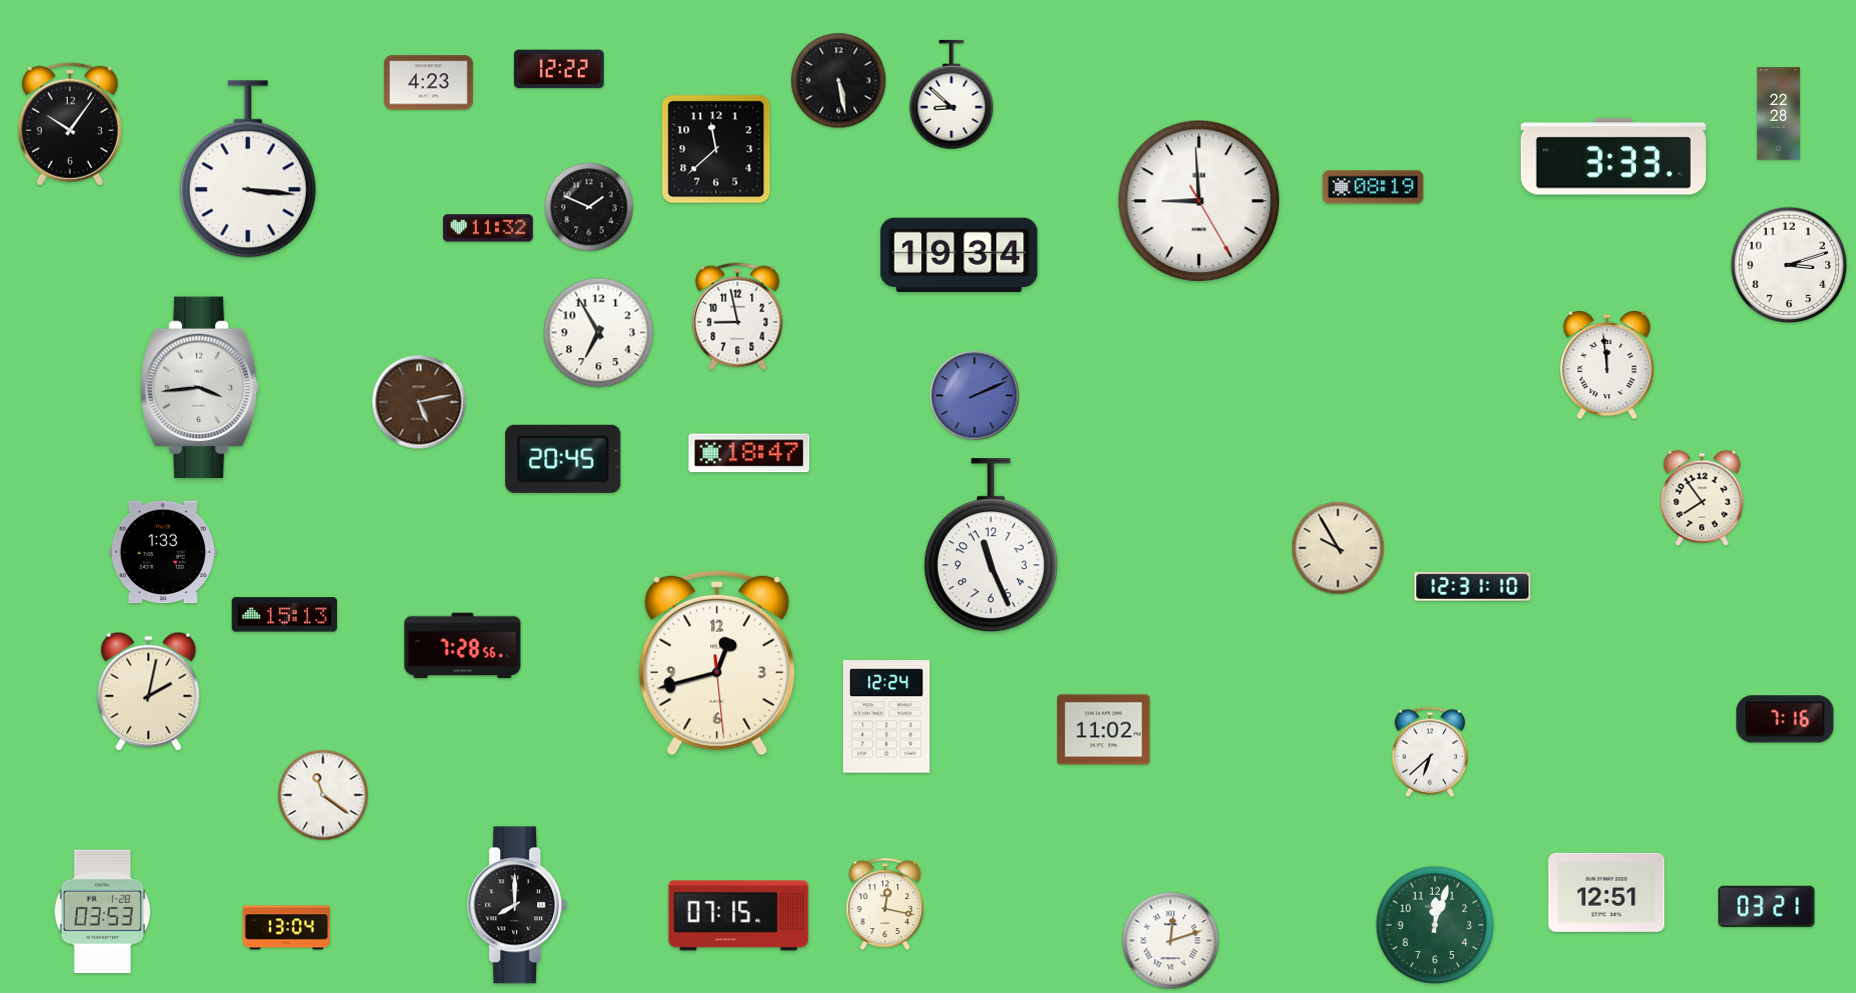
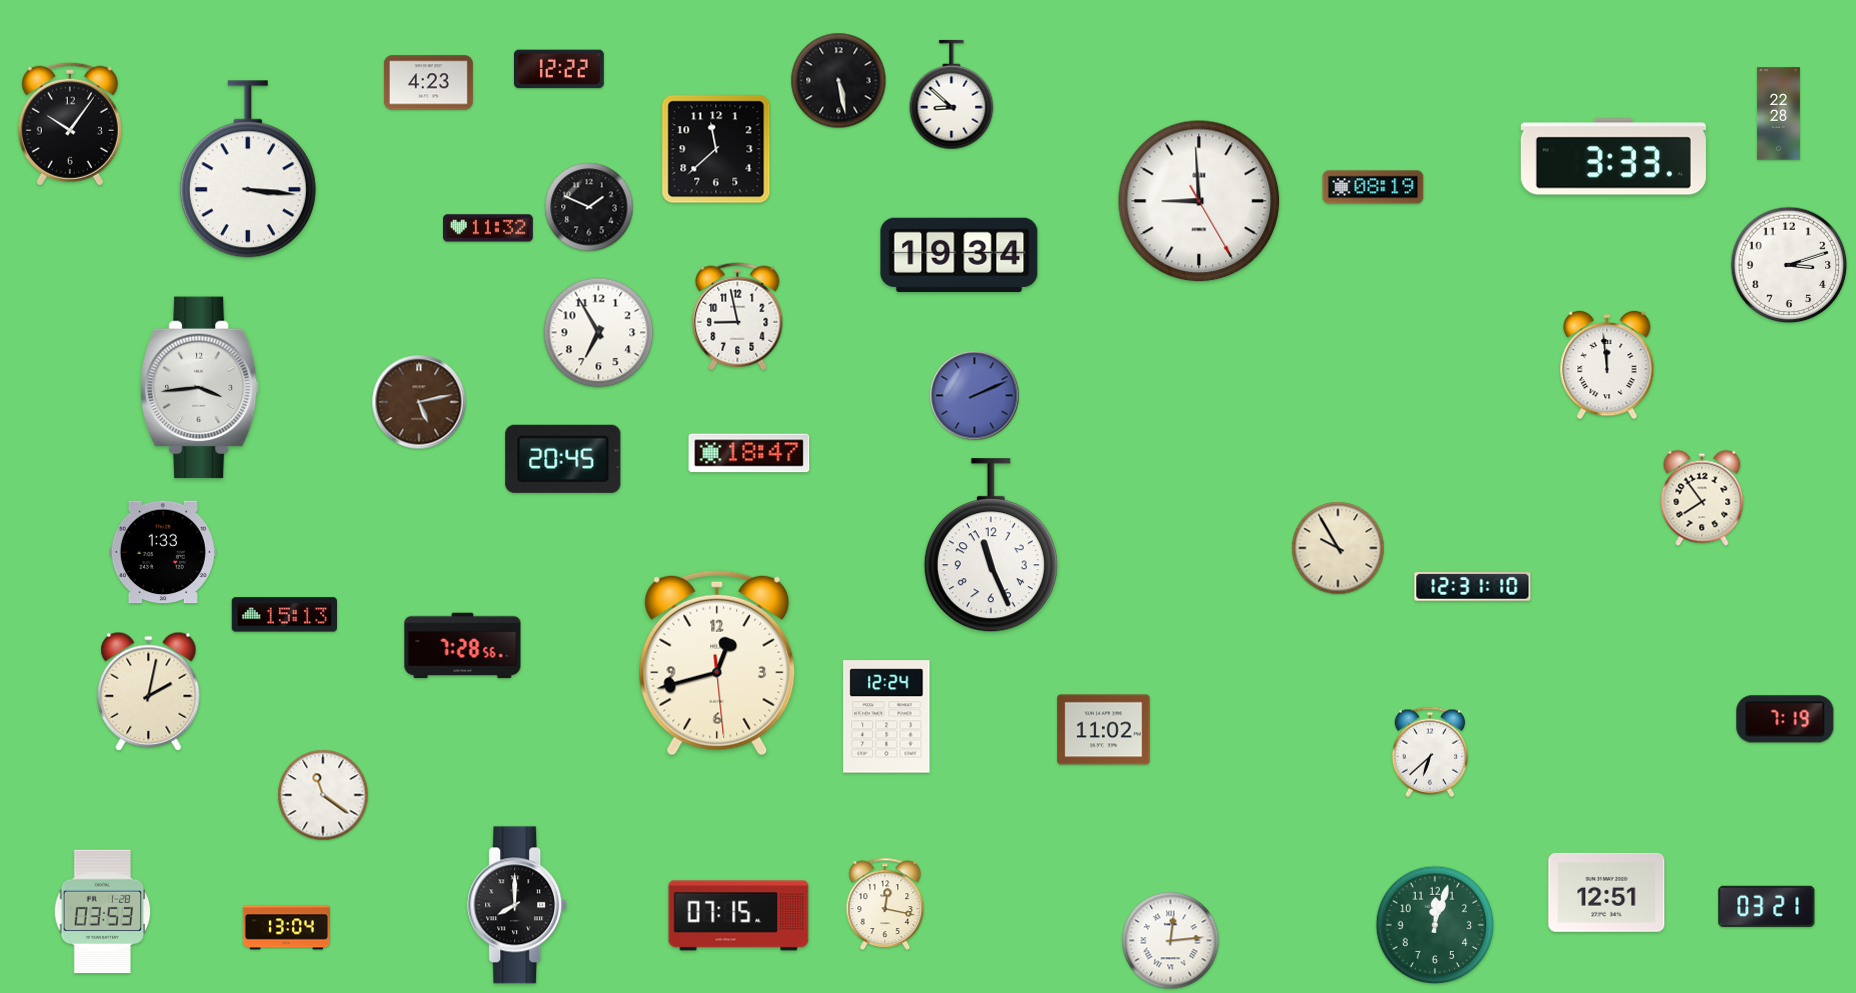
clock at (1785, 719): 7:16 -> 7:19
clock at (1171, 941): 12:12 -> 12:14
